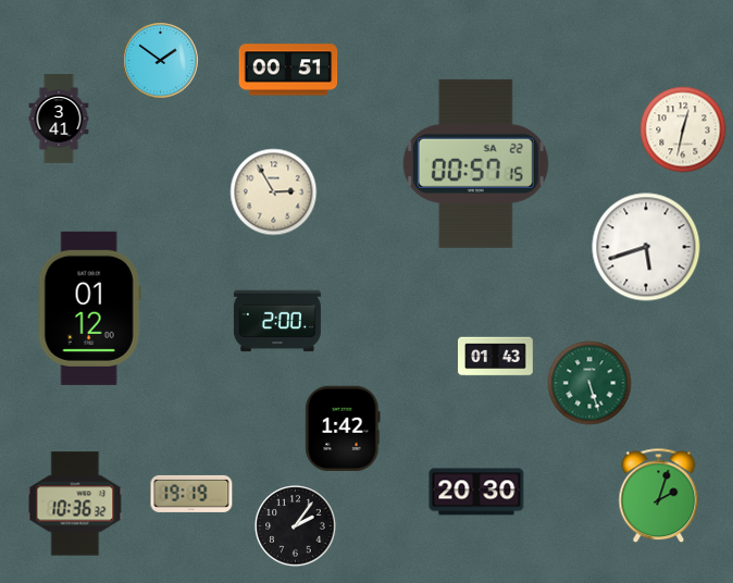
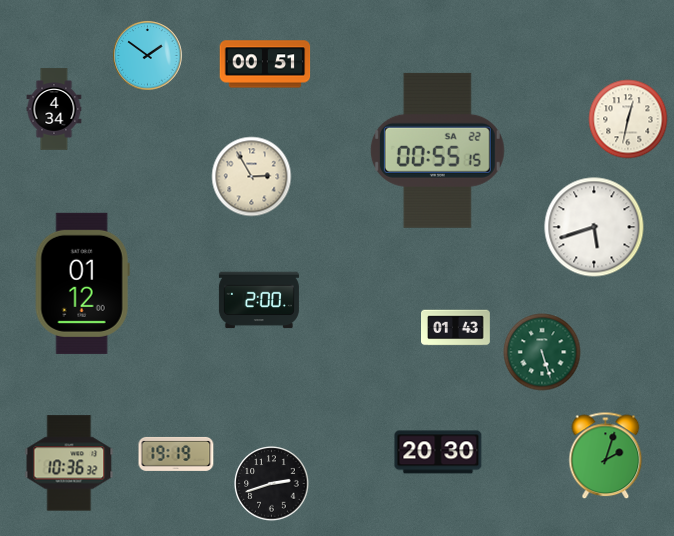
clock at (59, 119): 3:41 -> 4:34
clock at (475, 163): 00:57 -> 00:55
clock at (277, 321) position: (277, 321) -> (259, 300)
clock at (343, 429): 1:42 -> none
clock at (296, 526): 2:06 -> 2:42
